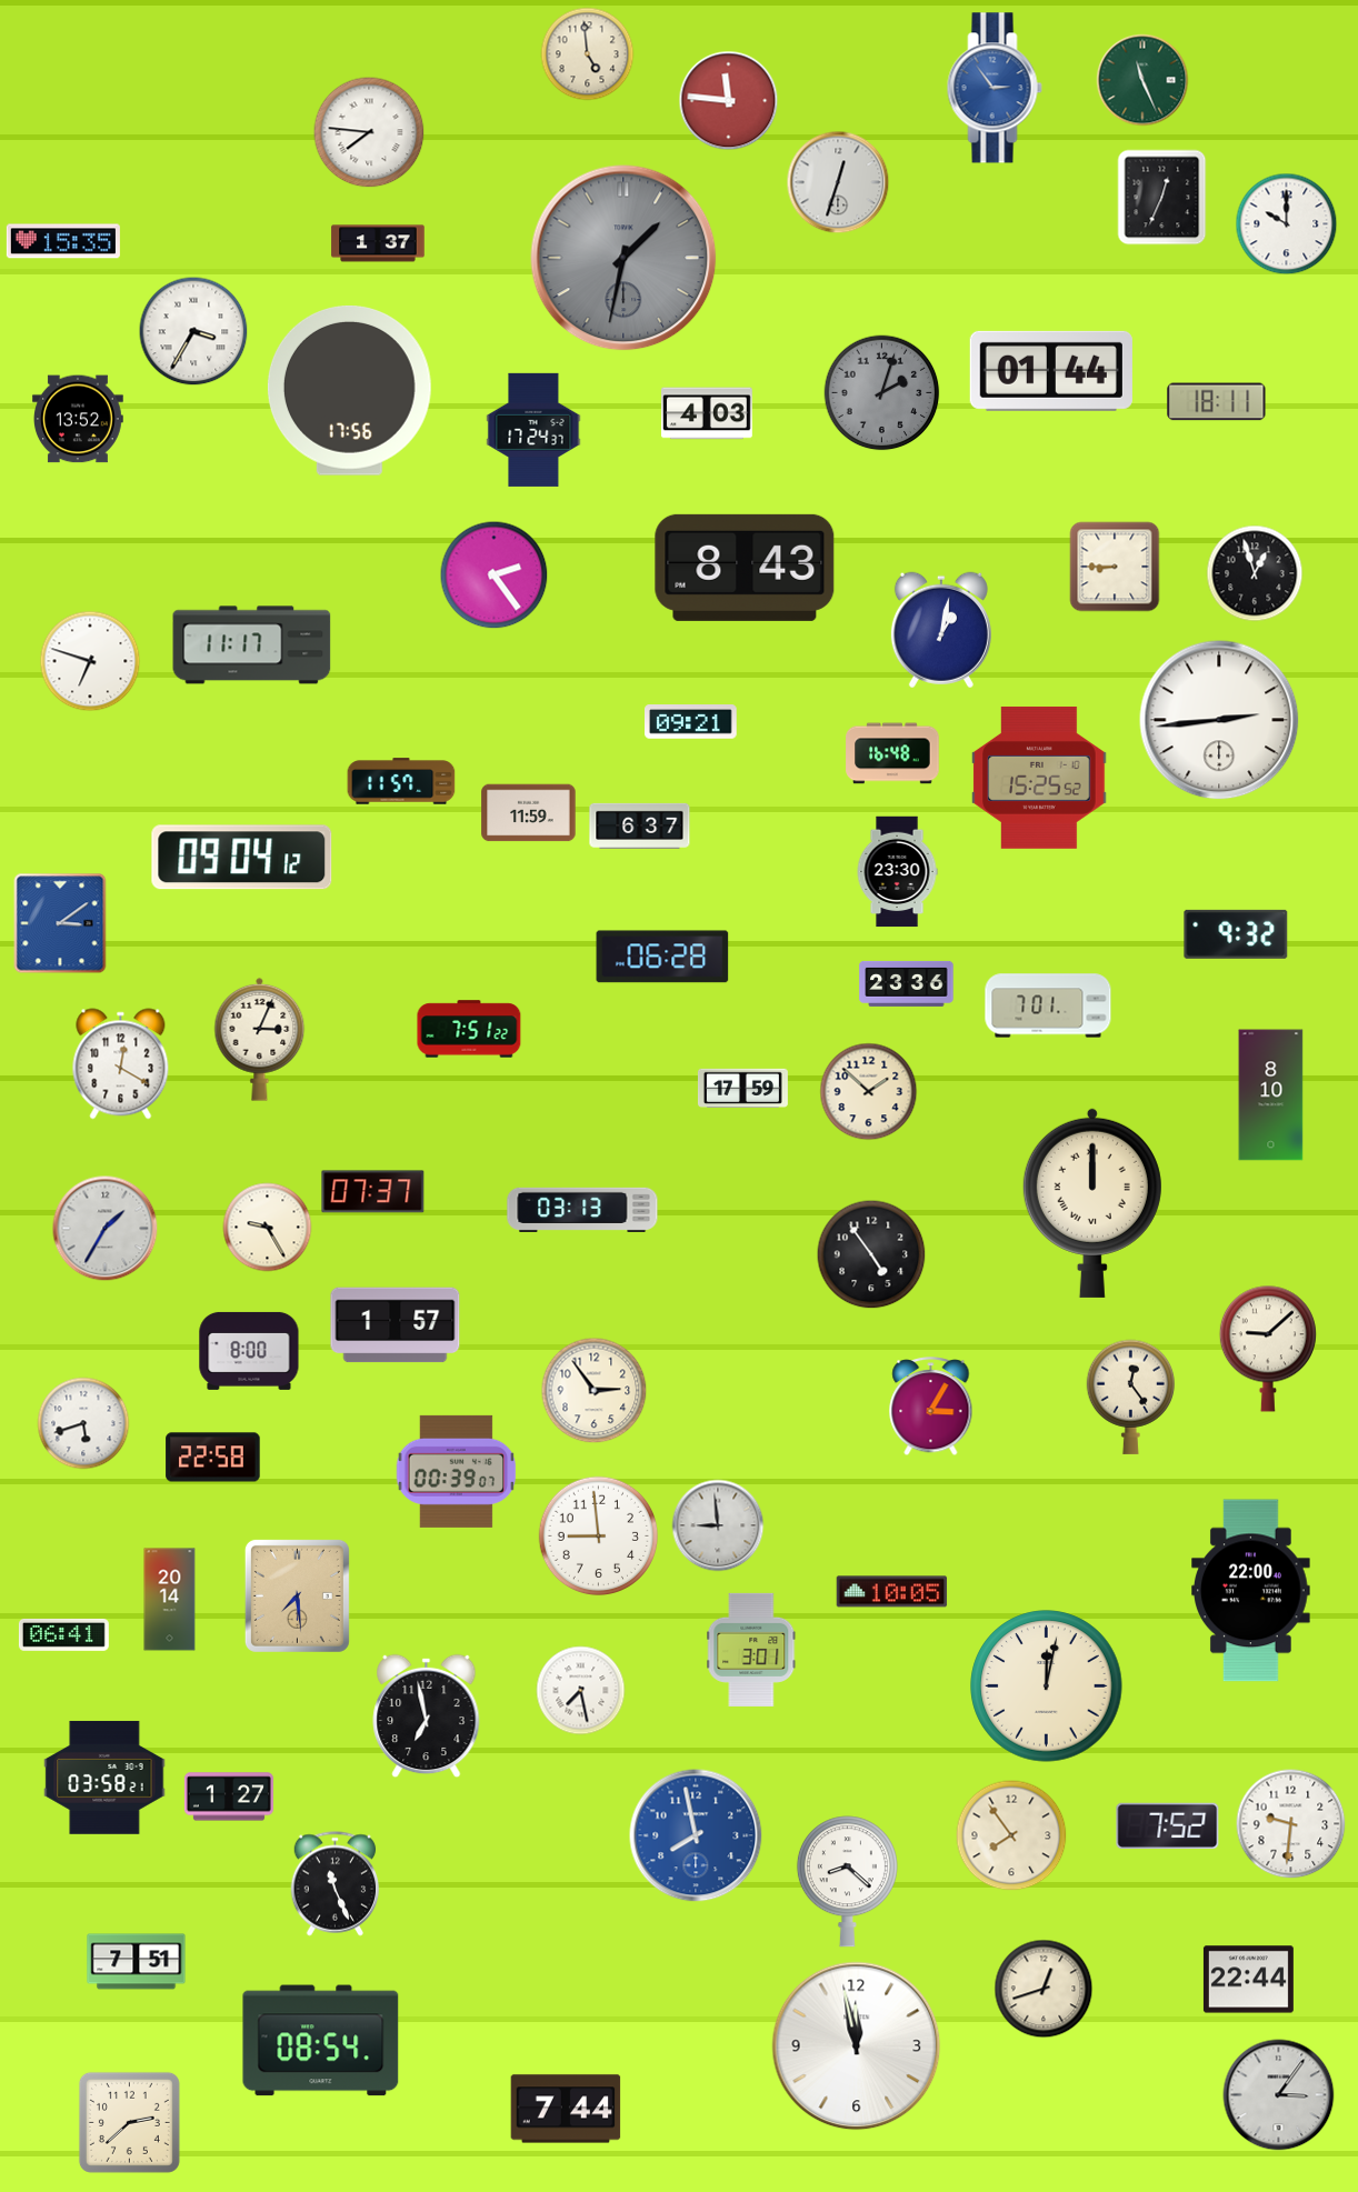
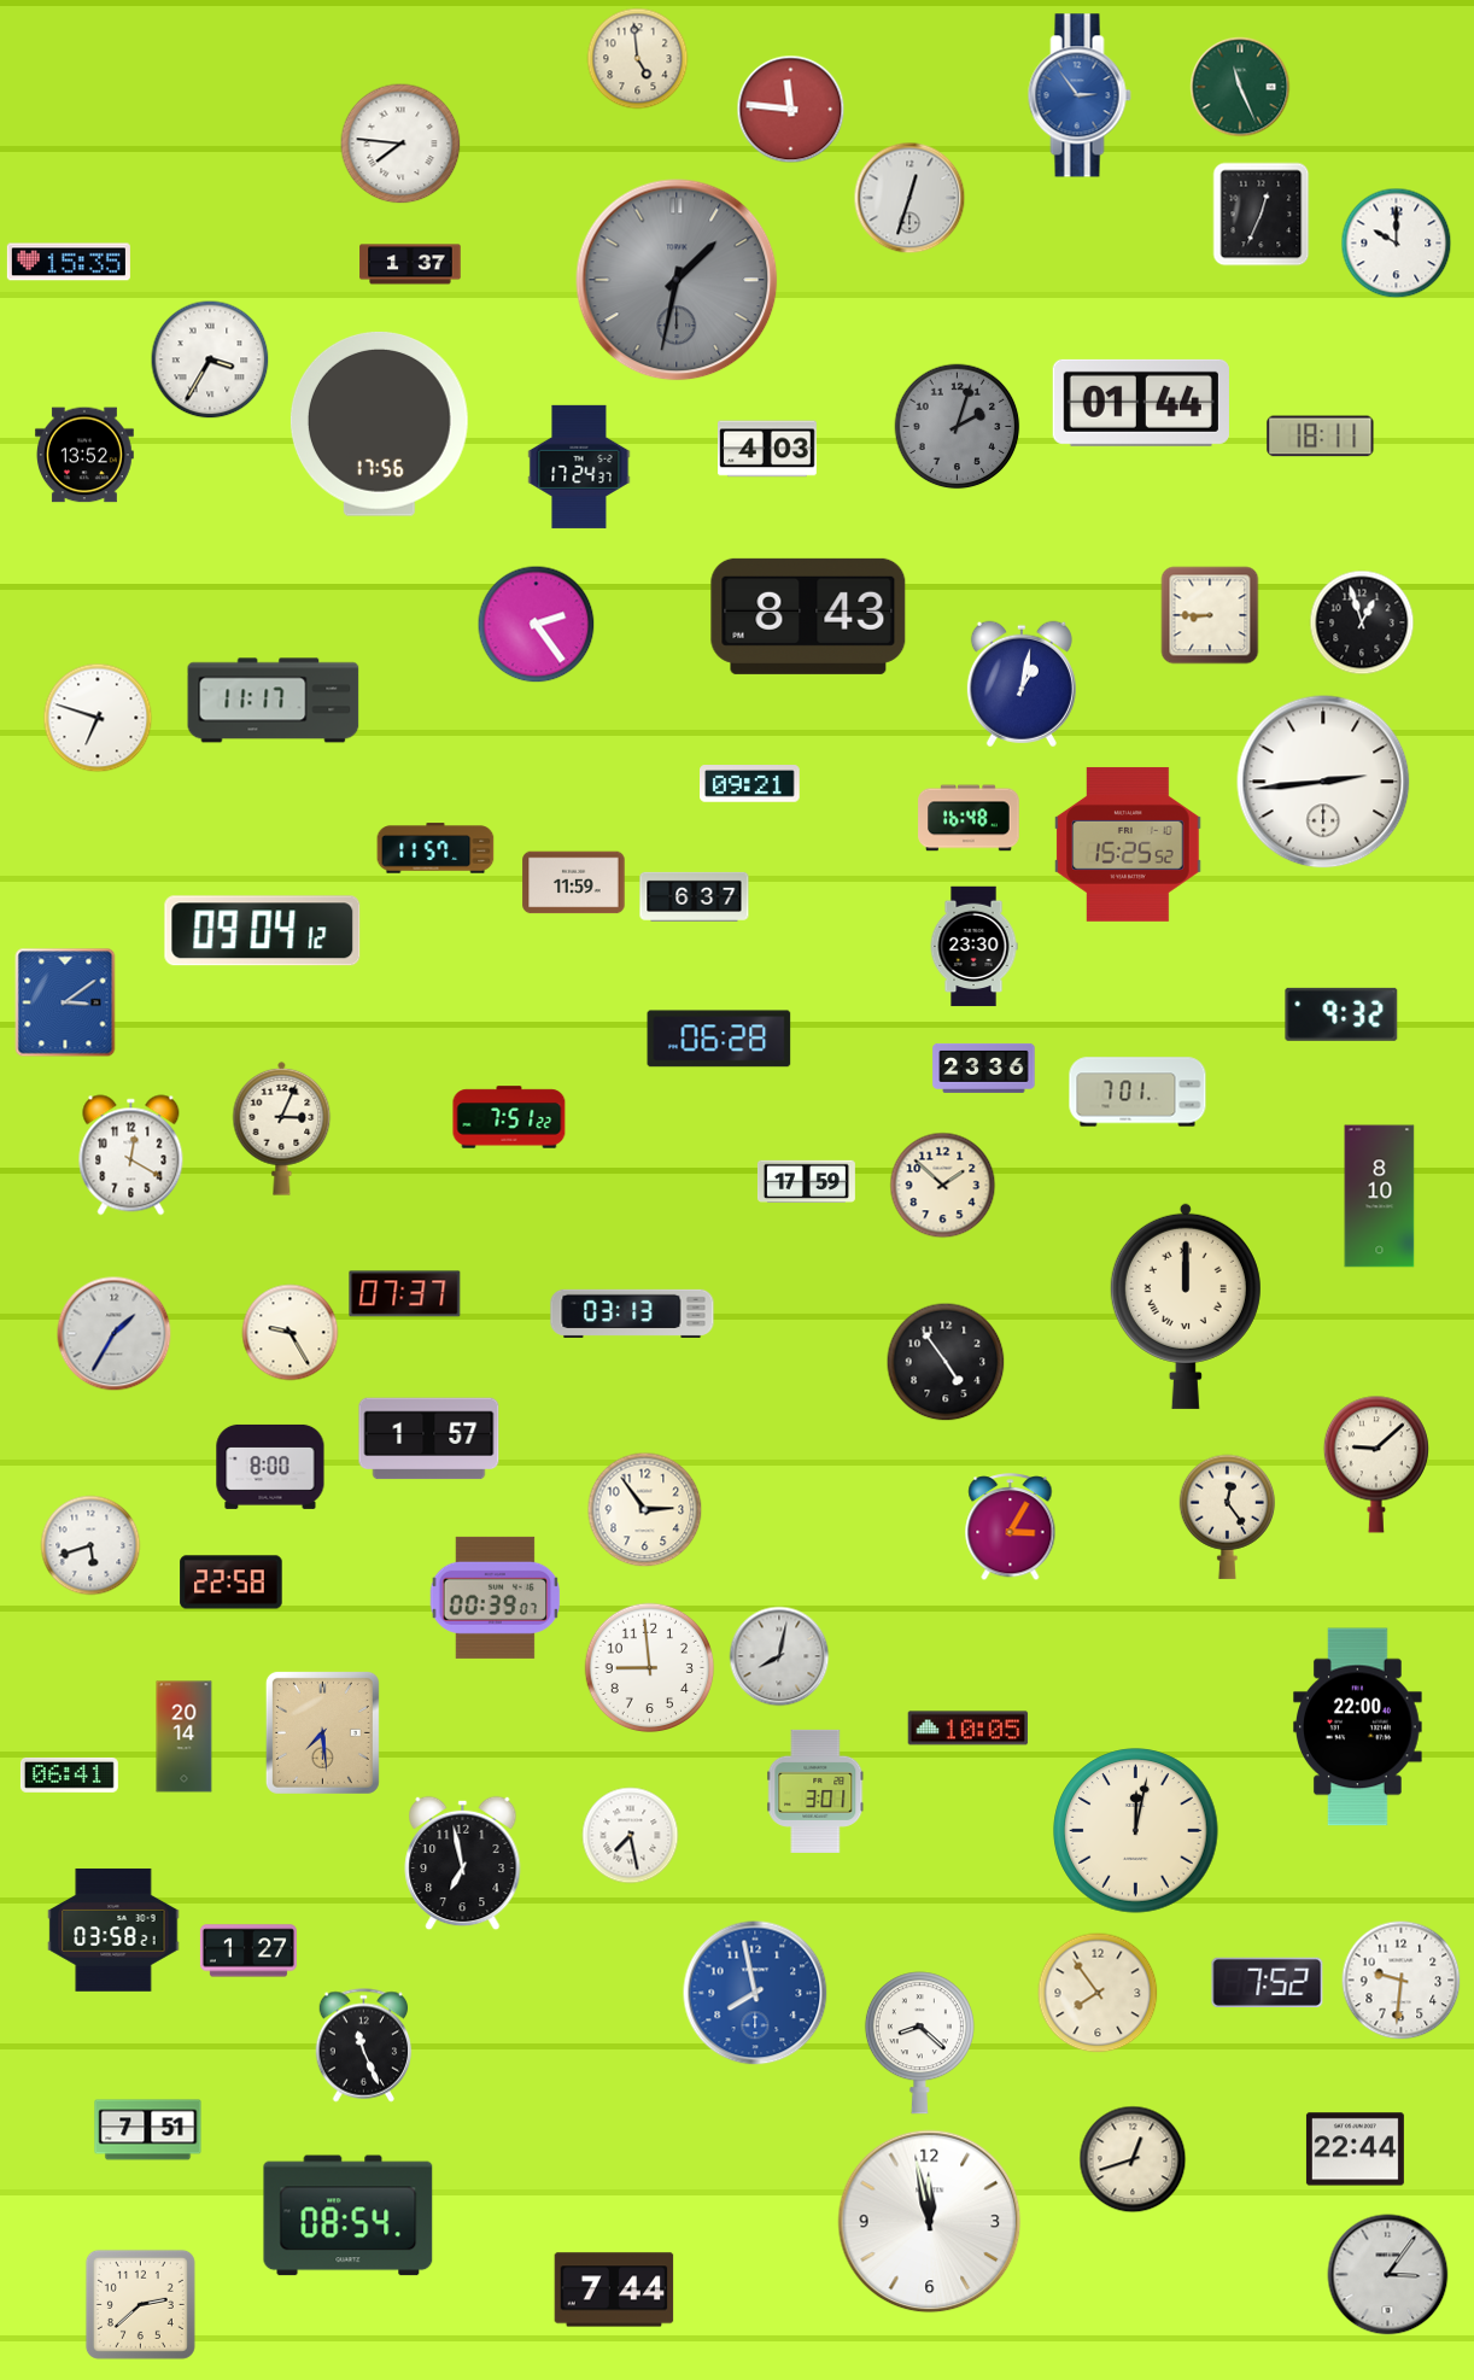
clock at (1271, 1095) position: (1271, 1095) -> (1380, 1197)
clock at (718, 1525): 8:59 -> 8:02
